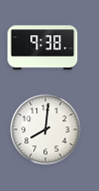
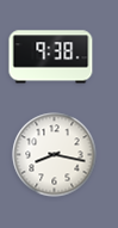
clock at (46, 130): 8:01 -> 8:17
